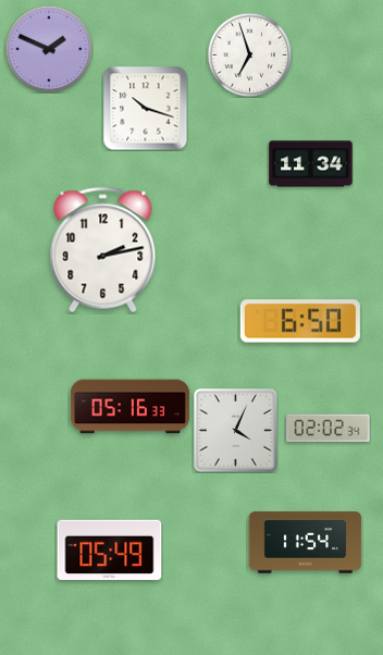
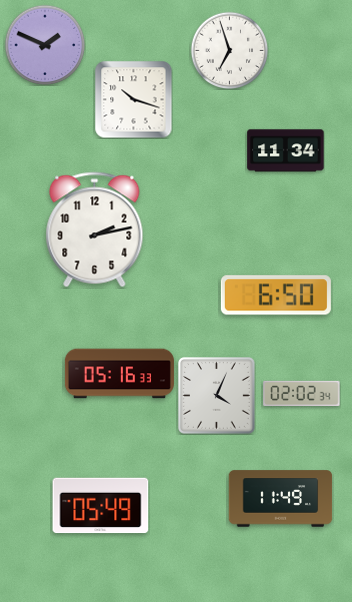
clock at (306, 543): 11:54 -> 11:49
